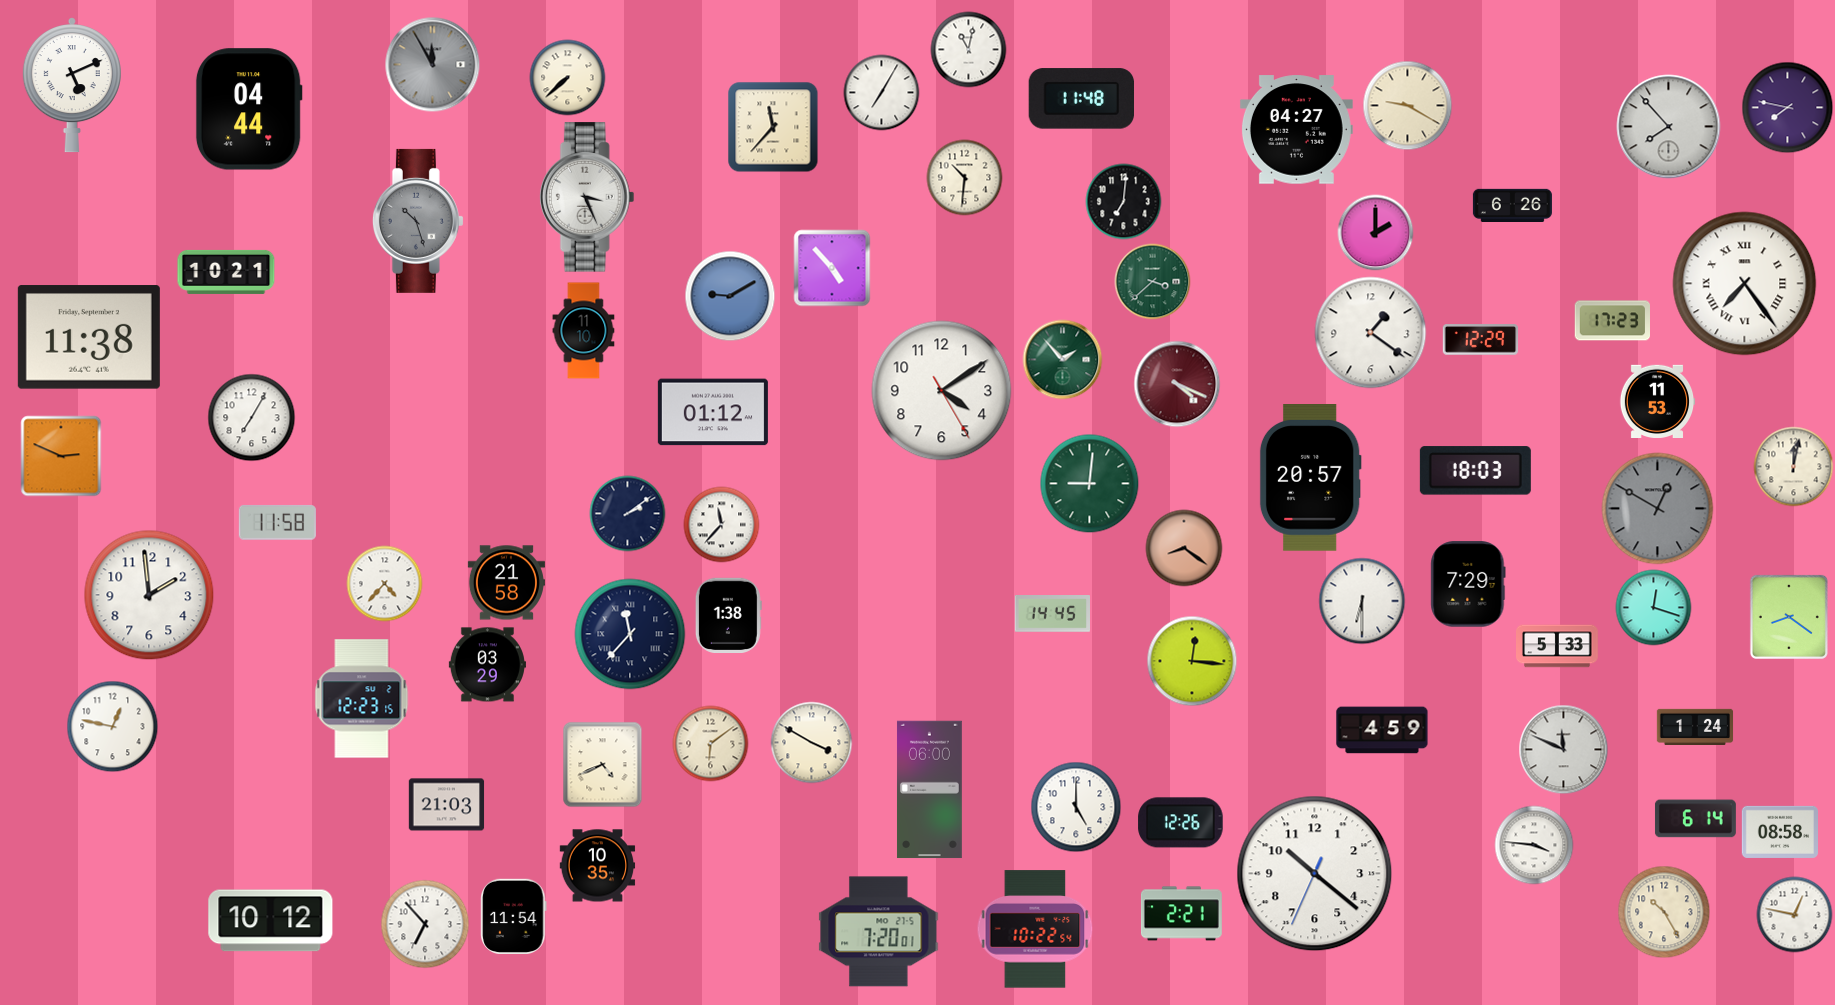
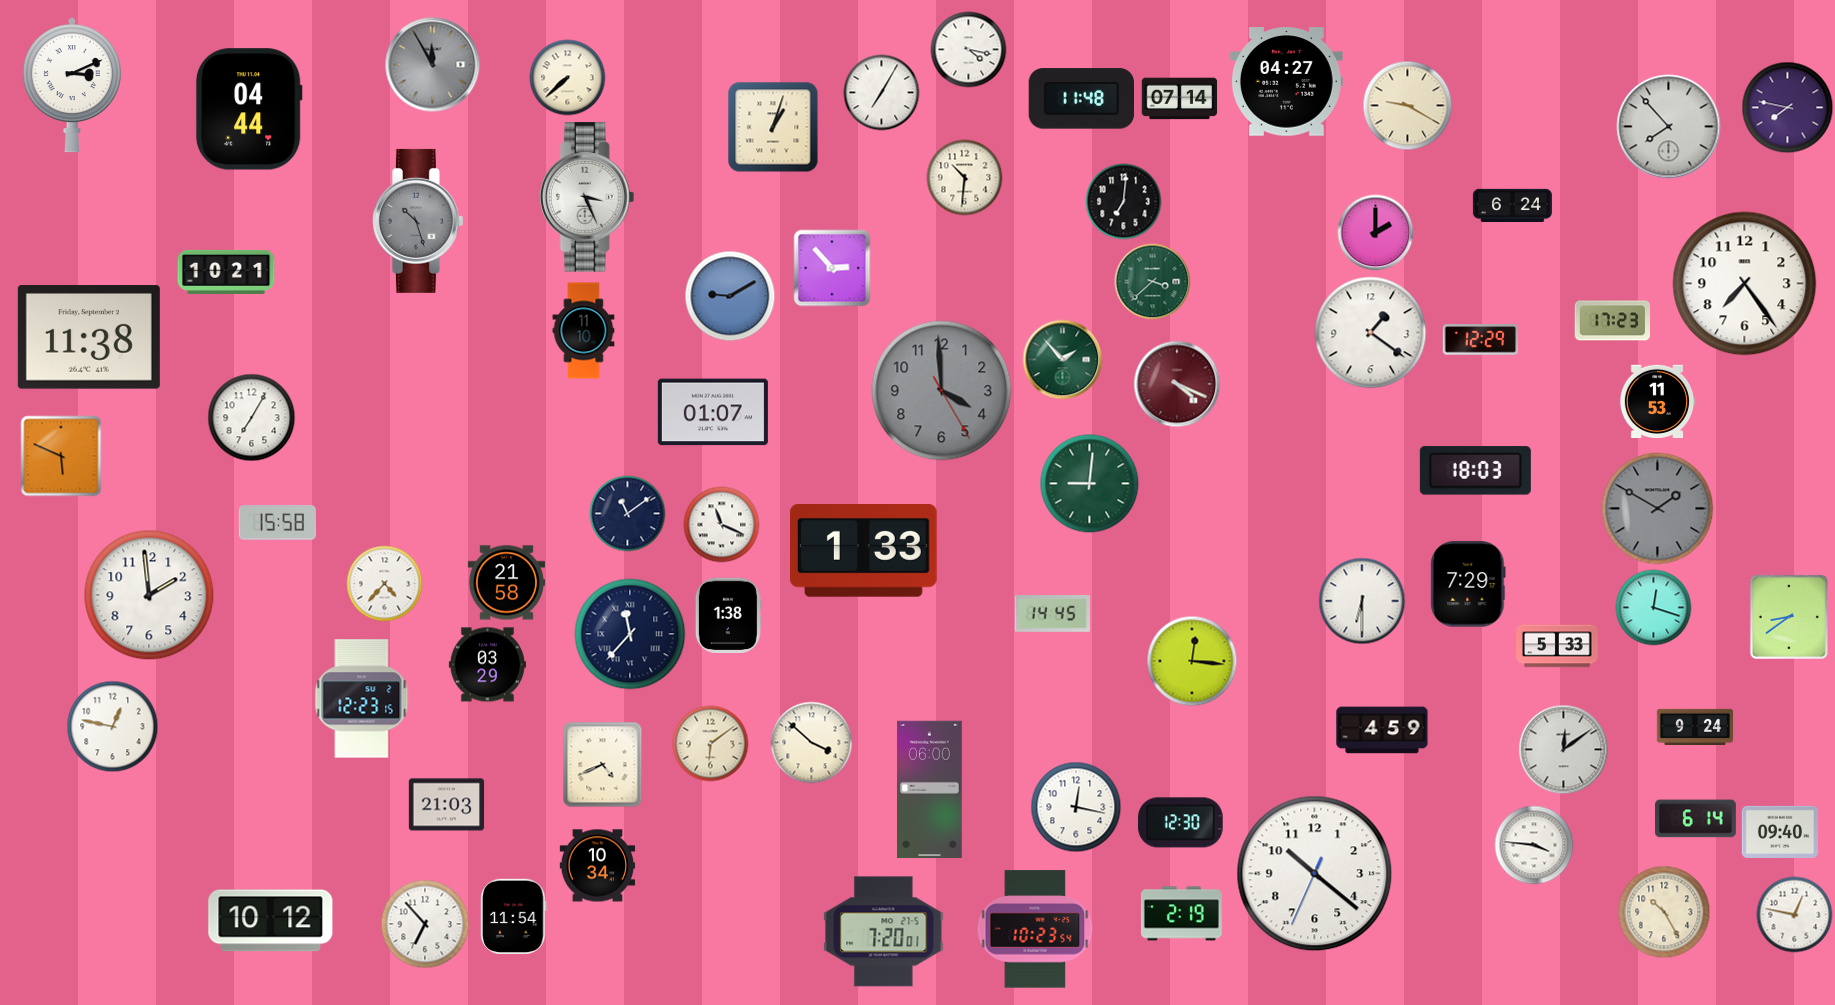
clock at (969, 50): 11:02 -> 4:17
clock at (72, 85): 5:11 -> 3:11
clock at (1180, 99): none -> 07:14
clock at (773, 127): 11:37 -> 1:03
clock at (1296, 130) position: (1296, 130) -> (1286, 82)
clock at (1512, 205): 6:26 -> 6:24
clock at (832, 268): 4:53 -> 2:53
clock at (1745, 284) numerals: Roman -> Arabic
clock at (942, 391): 4:09 -> 3:59
clock at (942, 391) dial: white -> grey
clock at (713, 412): 01:12 -> 01:07
clock at (61, 456): 2:49 -> 5:49
clock at (1794, 467): 12:02 -> none
clock at (1310, 478): 20:57 -> none
clock at (1658, 509): 12:50 -> 1:50
clock at (628, 514): 2:09 -> 11:09
clock at (277, 522): 11:58 -> 15:58
clock at (722, 525): 11:37 -> 11:19
clock at (1184, 548): 8:21 -> none
clock at (864, 551): none -> 1:33
clock at (1789, 617): 8:21 -> 8:39
clock at (1695, 726): 1:24 -> 9:24
clock at (812, 743): 3:50 -> 3:52
clock at (1564, 750): 11:49 -> 12:09
clock at (1076, 807): 5:00 -> 12:17
clock at (1181, 823): 12:26 -> 12:30
clock at (1779, 832): 08:58 -> 09:40
clock at (598, 866): 10:35 -> 10:34
clock at (1181, 914): 2:21 -> 2:19
clock at (1035, 929): 10:22 -> 10:23
clock at (879, 932) position: (879, 932) -> (884, 932)
